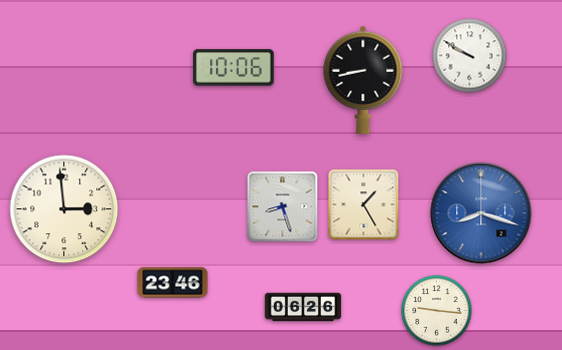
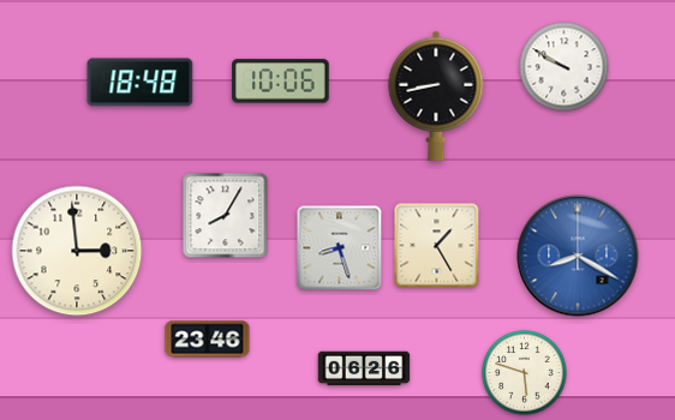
clock at (141, 83): none -> 18:48
clock at (226, 216): none -> 8:05
clock at (481, 213): 8:18 -> 8:20
clock at (437, 311): 9:16 -> 5:48
